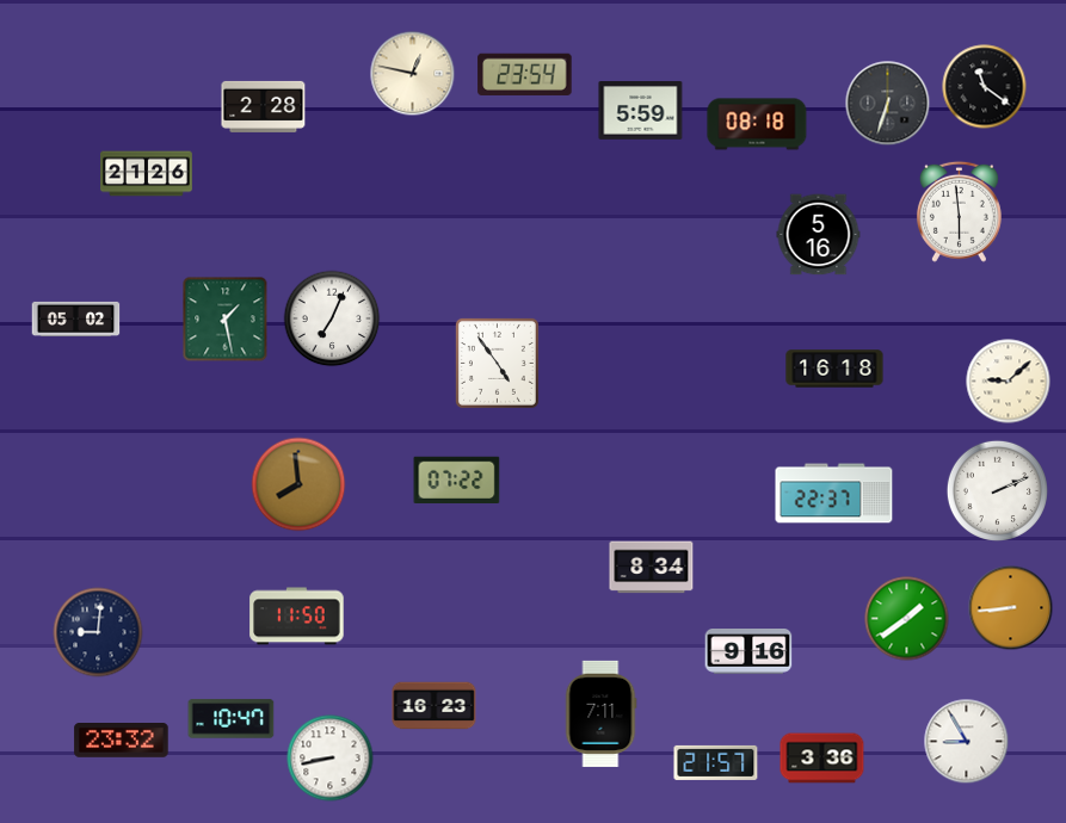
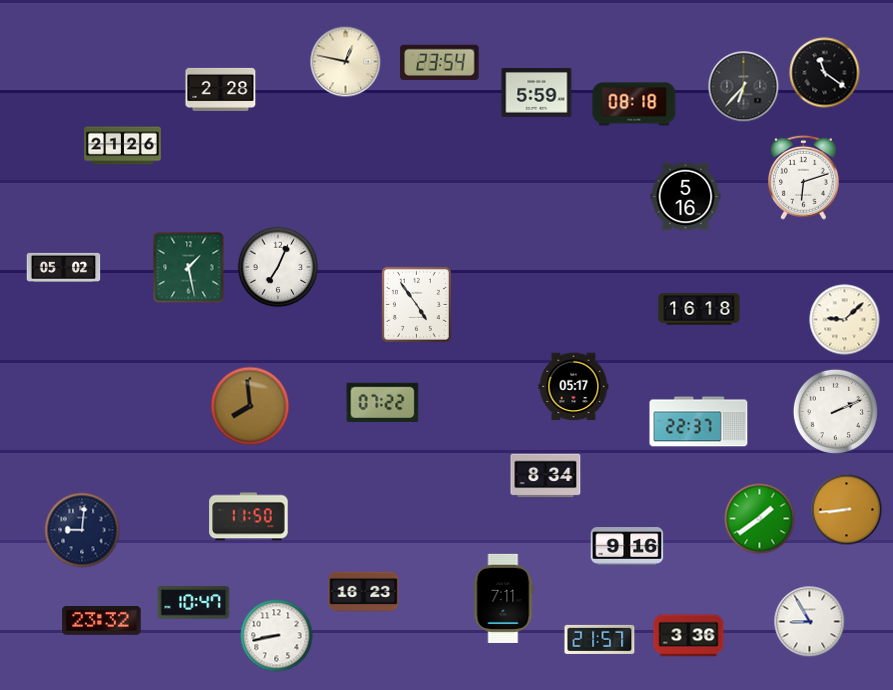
clock at (888, 104): 6:33 -> 6:37
clock at (959, 211): 5:59 -> 6:12
clock at (574, 387): none -> 05:17
clock at (834, 494) position: (834, 494) -> (699, 422)
